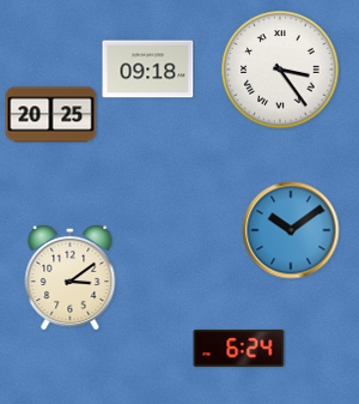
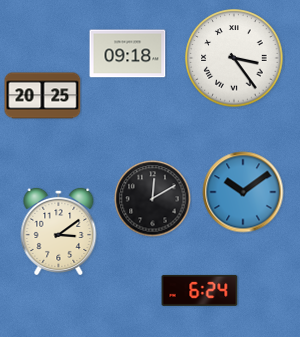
clock at (148, 70) position: (148, 70) -> (128, 54)
clock at (153, 199): none -> 12:10
